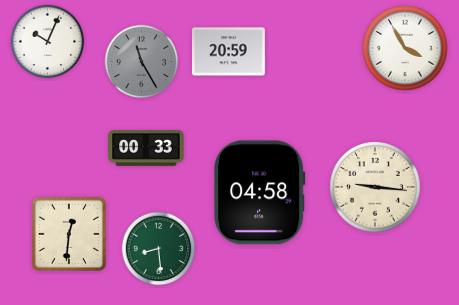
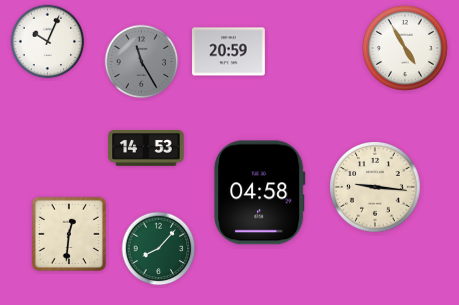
clock at (405, 48): 3:55 -> 4:55
clock at (146, 149): 00:33 -> 14:53
clock at (159, 249): 8:29 -> 8:07
